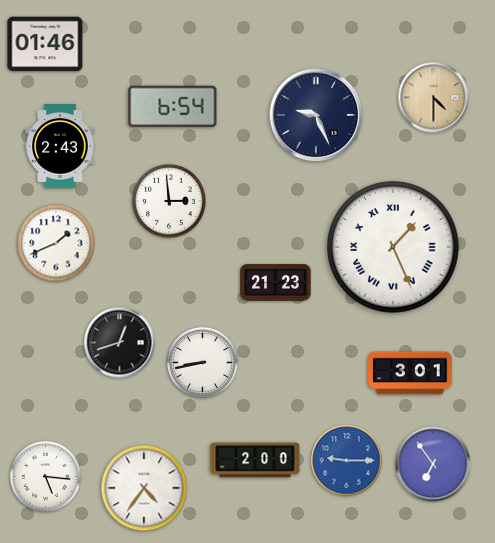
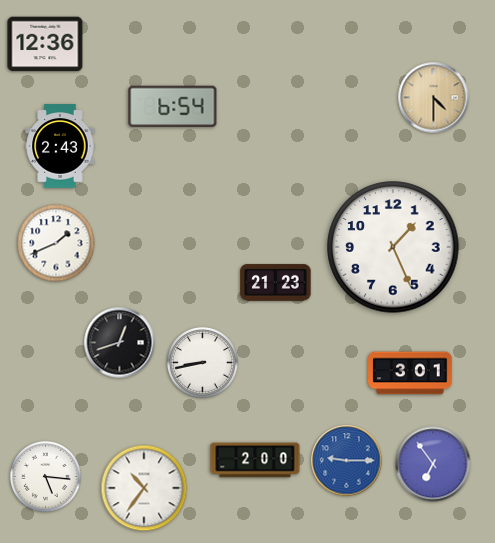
clock at (45, 44): 01:46 -> 12:36
clock at (316, 115): 9:26 -> none
clock at (169, 201): 2:59 -> none
clock at (393, 247) numerals: Roman -> Arabic
clock at (144, 488): 4:36 -> 10:36
